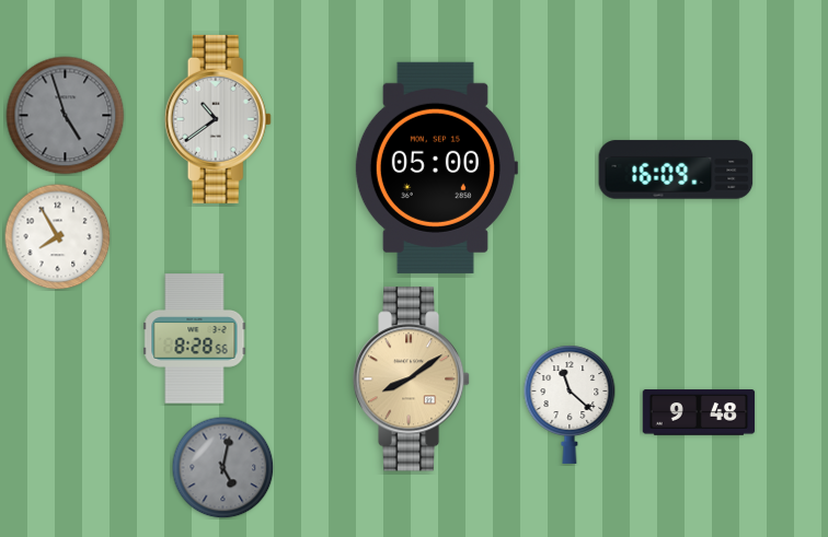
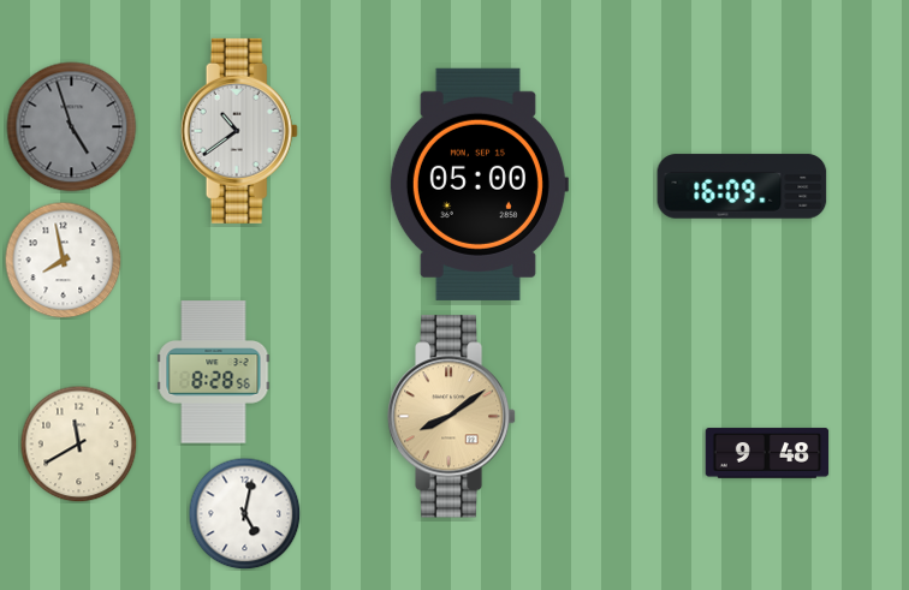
clock at (57, 236): 7:55 -> 7:58
clock at (78, 443): none -> 11:40
clock at (570, 405): 11:22 -> none
clock at (222, 467) dial: grey -> white
